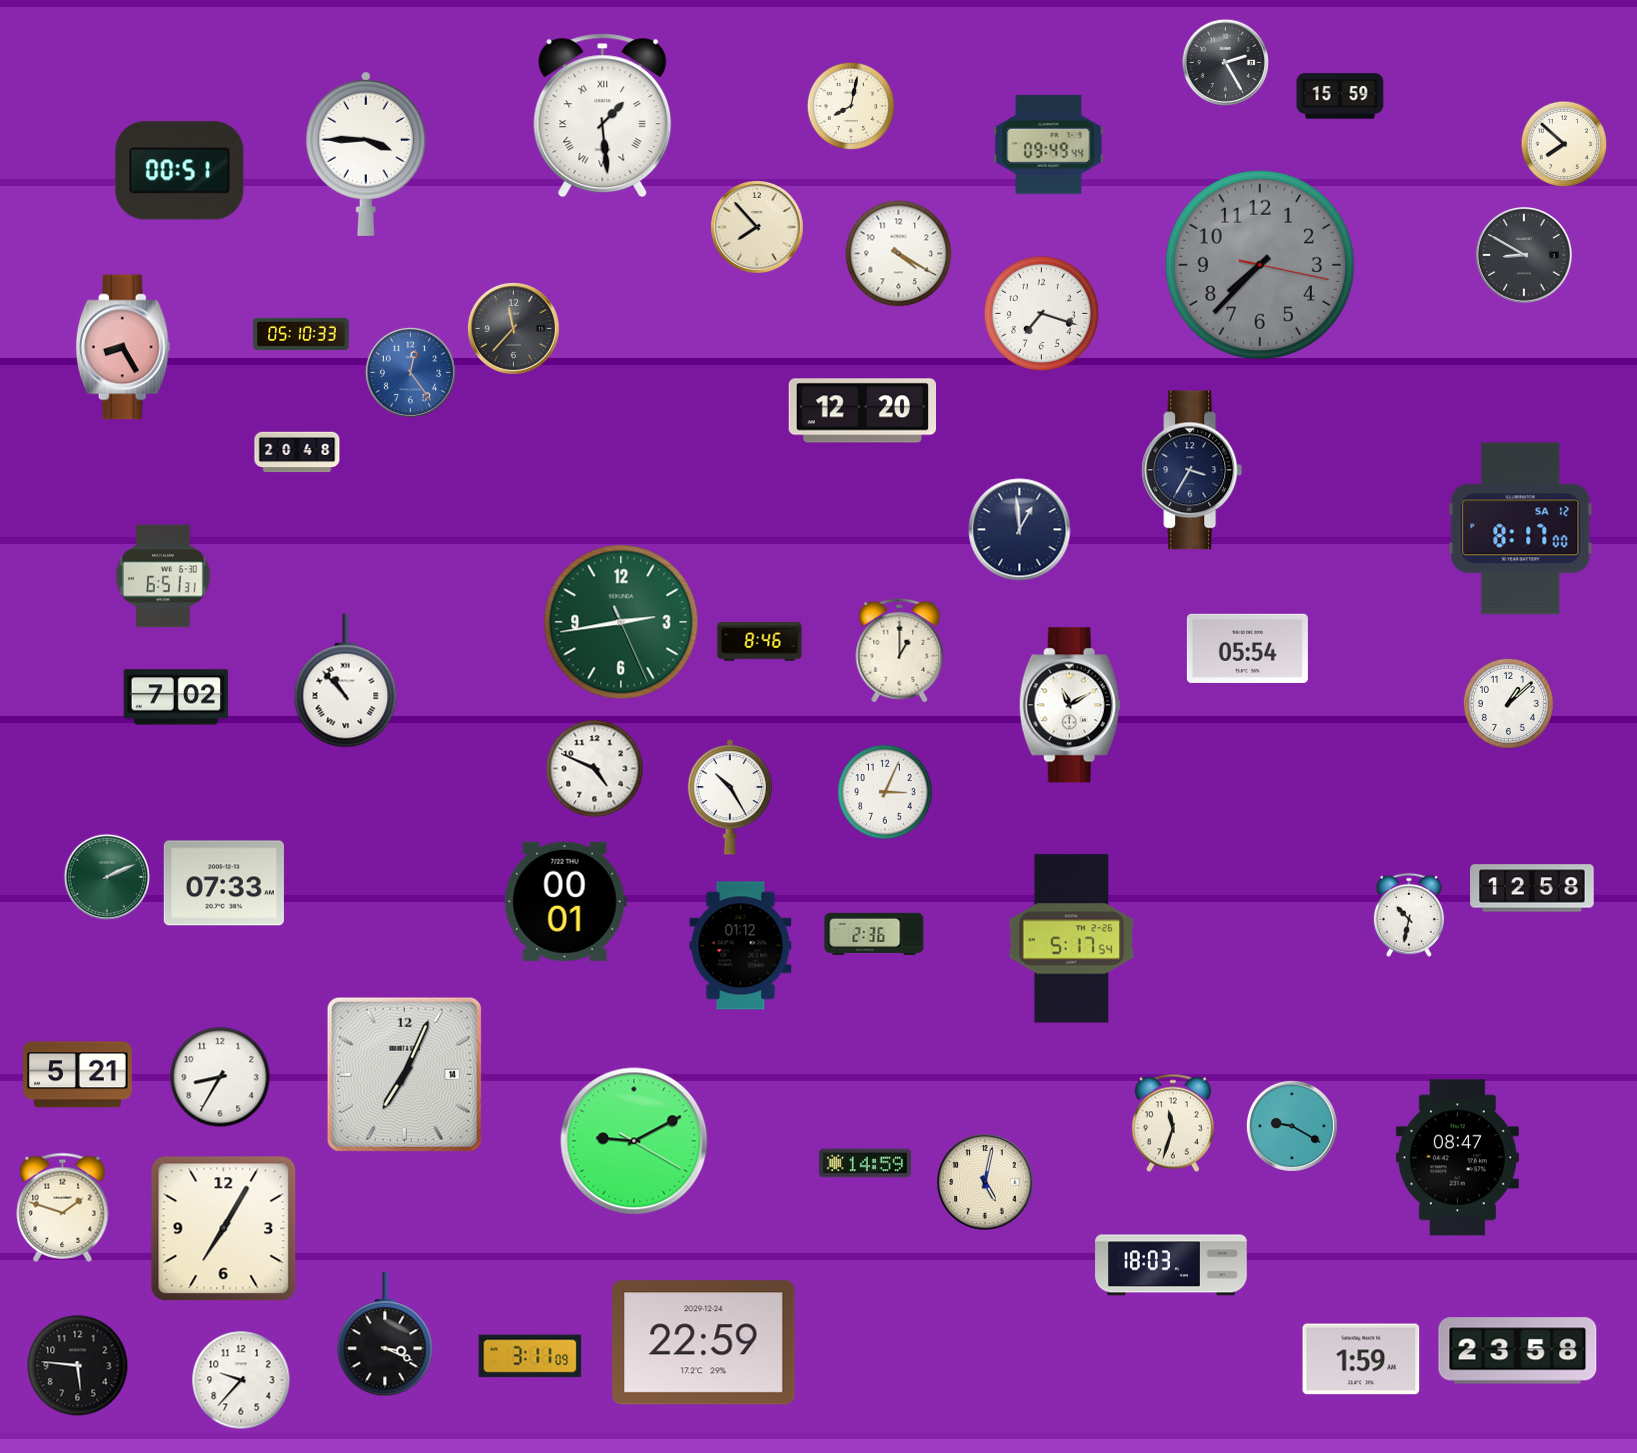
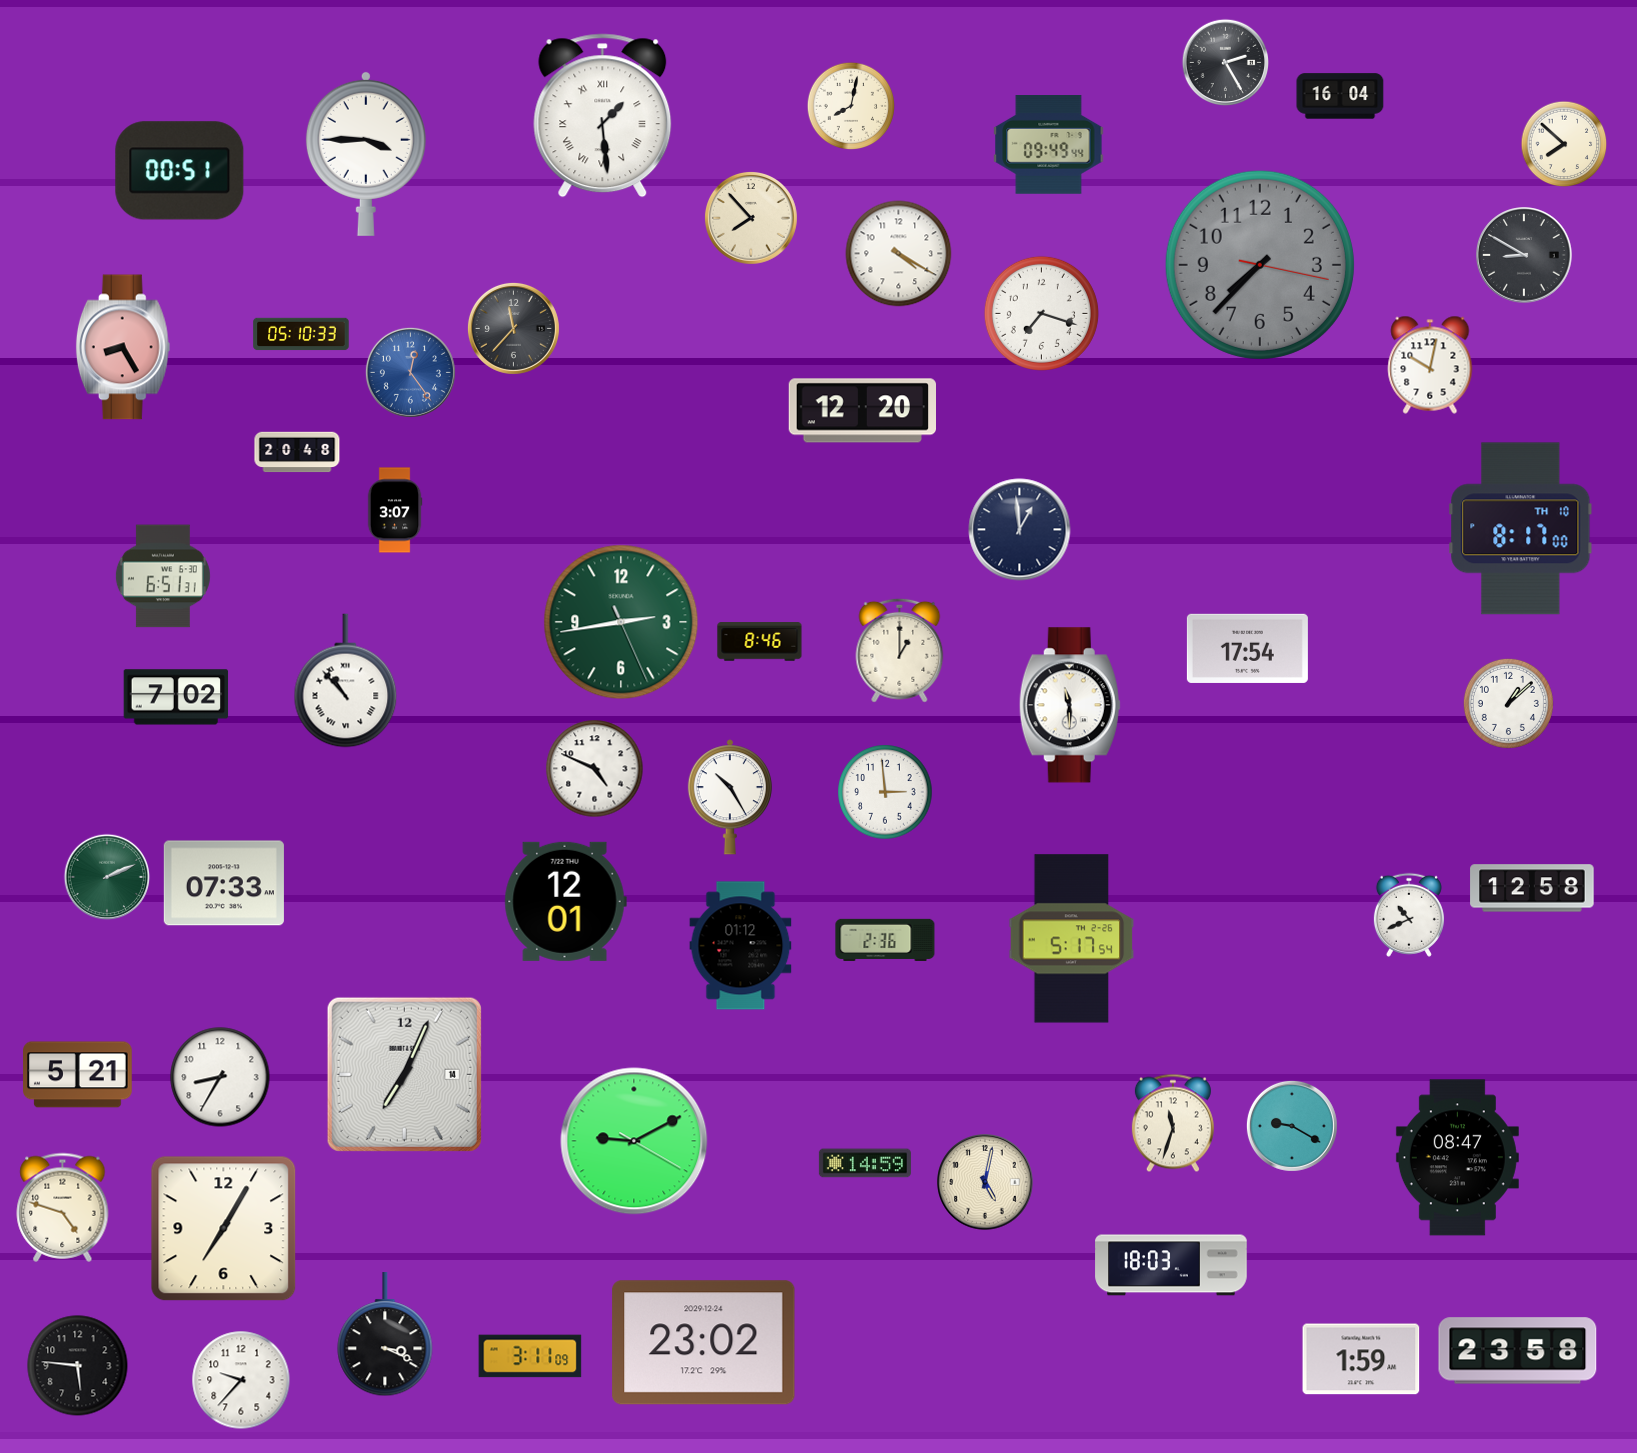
clock at (1340, 96): 15:59 -> 16:04
clock at (757, 227) position: (757, 227) -> (751, 218)
clock at (1430, 365): none -> 10:02
clock at (1192, 470): 3:35 -> none
clock at (395, 510): none -> 3:07
clock at (1521, 529) date: SA 12 -> TH 10
clock at (1247, 648): 05:54 -> 17:54
clock at (1070, 705): 11:10 -> 11:30
clock at (885, 792): 3:04 -> 2:59
clock at (565, 901): 00:01 -> 12:01
clock at (1409, 915): 10:32 -> 10:41
clock at (874, 934) position: (874, 934) -> (885, 940)
clock at (63, 1207): 1:48 -> 4:48
clock at (704, 1343): 22:59 -> 23:02
